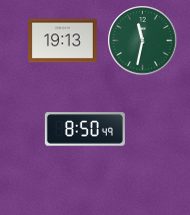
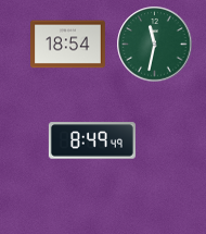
clock at (63, 41): 19:13 -> 18:54
clock at (85, 129): 8:50 -> 8:49
